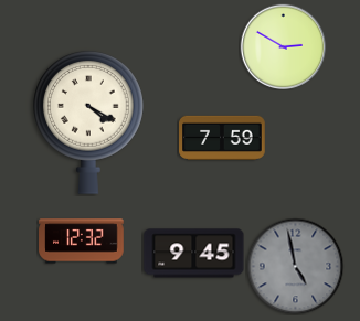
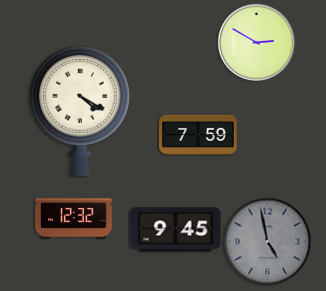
clock at (222, 137) position: (222, 137) -> (198, 134)
